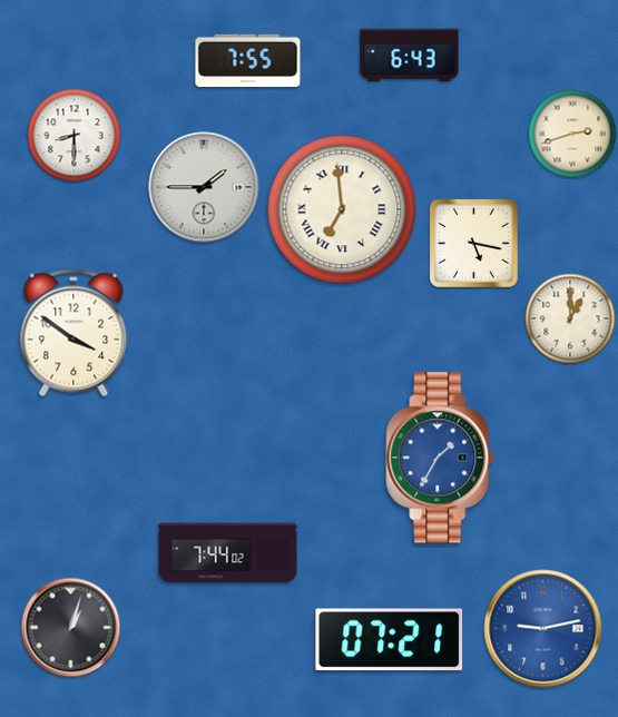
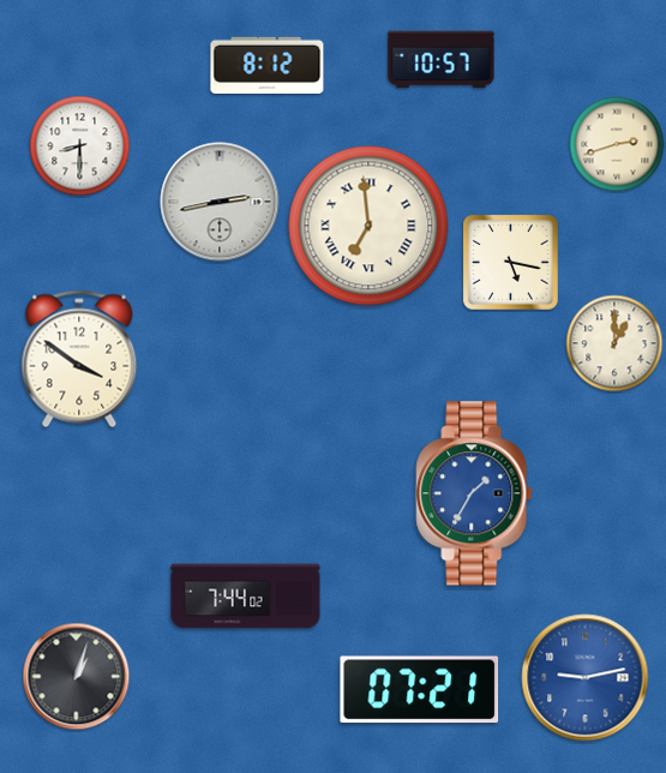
clock at (410, 56): 6:43 -> 10:57
clock at (248, 60): 7:55 -> 8:12
clock at (204, 187): 1:45 -> 2:43
